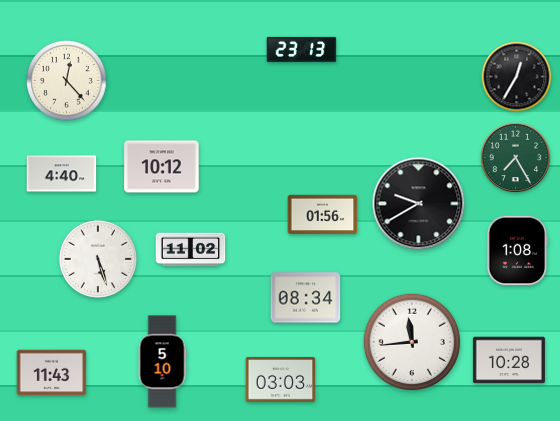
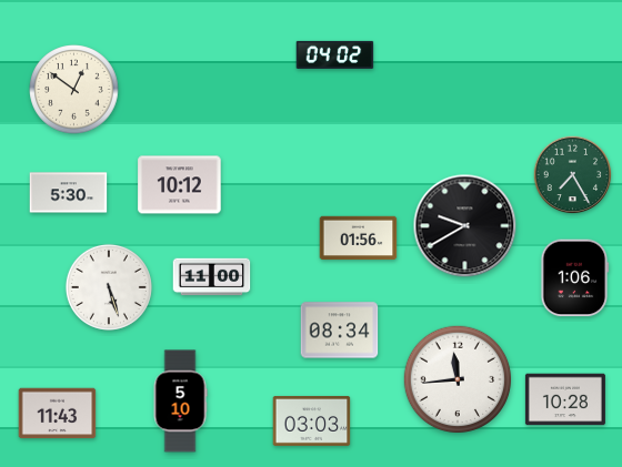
clock at (302, 49): 23:13 -> 04:02
clock at (517, 77): 12:35 -> none
clock at (67, 81): 12:23 -> 12:51
clock at (62, 174): 4:40 -> 5:30
clock at (191, 250): 11:02 -> 11:00
clock at (518, 251): 1:08 -> 1:06
